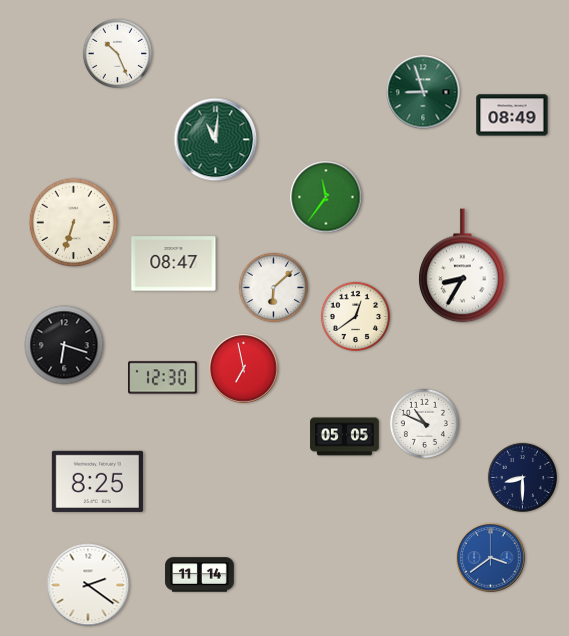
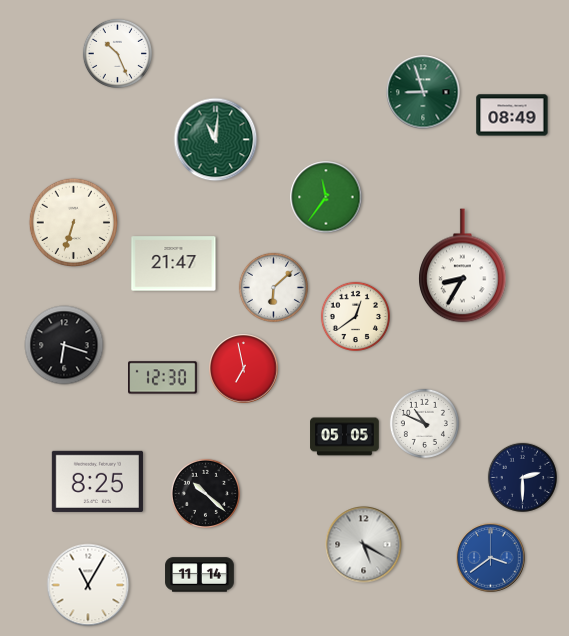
clock at (174, 264): 08:47 -> 21:47
clock at (522, 477): 8:30 -> 2:30
clock at (205, 493): none -> 10:22
clock at (364, 545): none -> 5:20
clock at (88, 585): 2:21 -> 11:05
